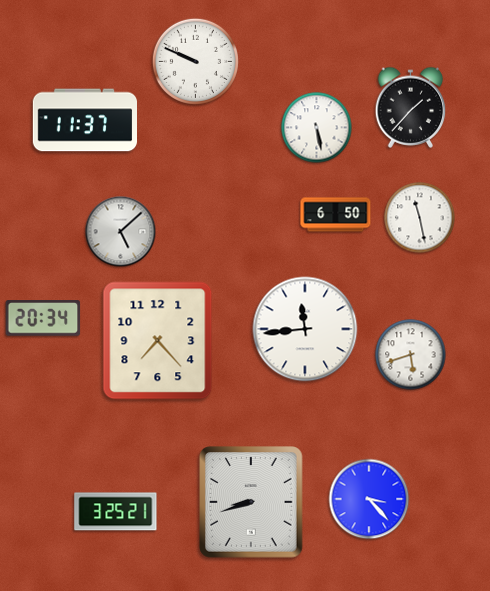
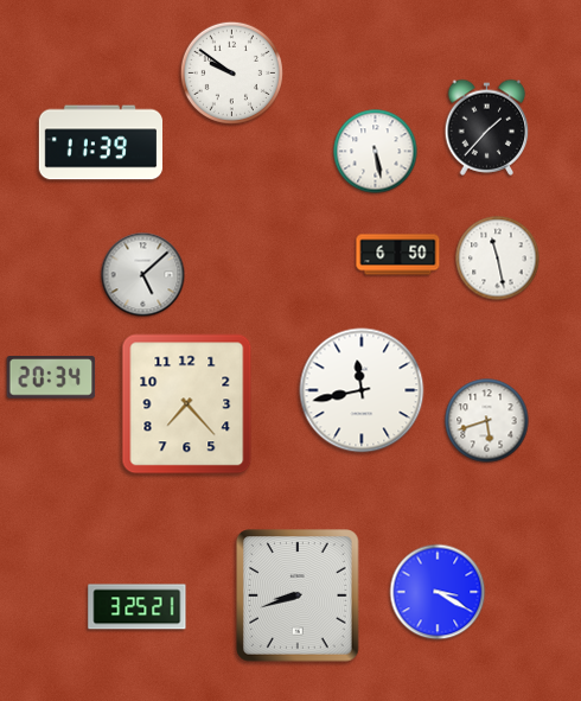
clock at (195, 61): 9:49 -> 9:51
clock at (84, 120): 11:37 -> 11:39
clock at (305, 329): 11:44 -> 11:43
clock at (369, 499): 3:23 -> 3:20
